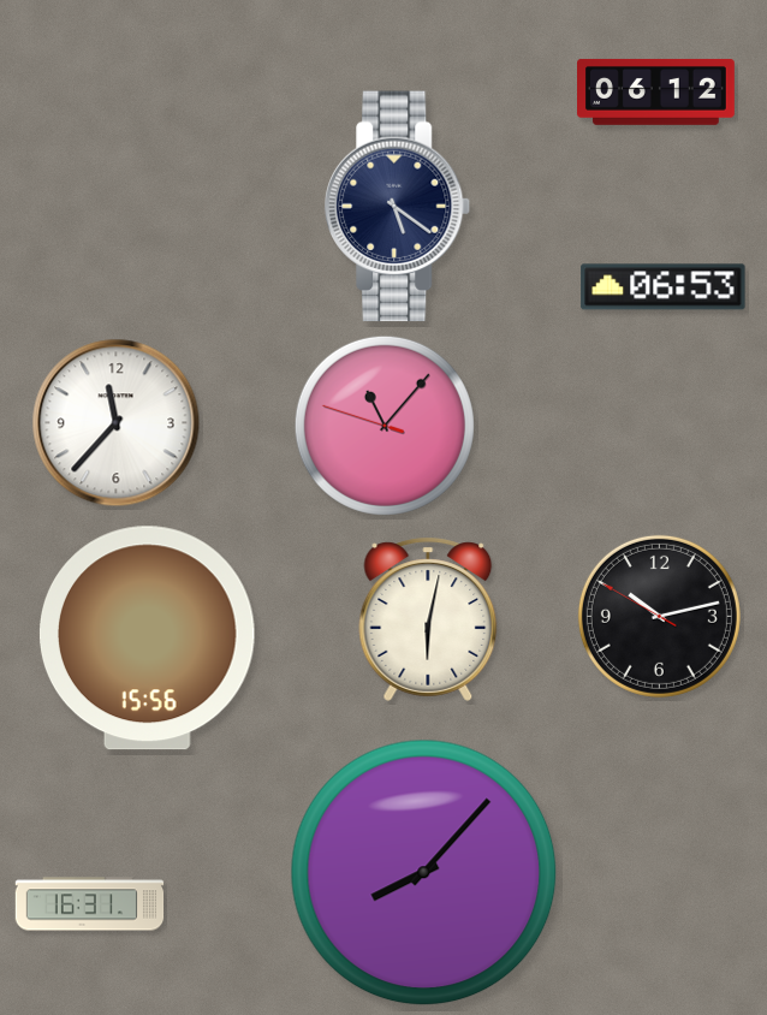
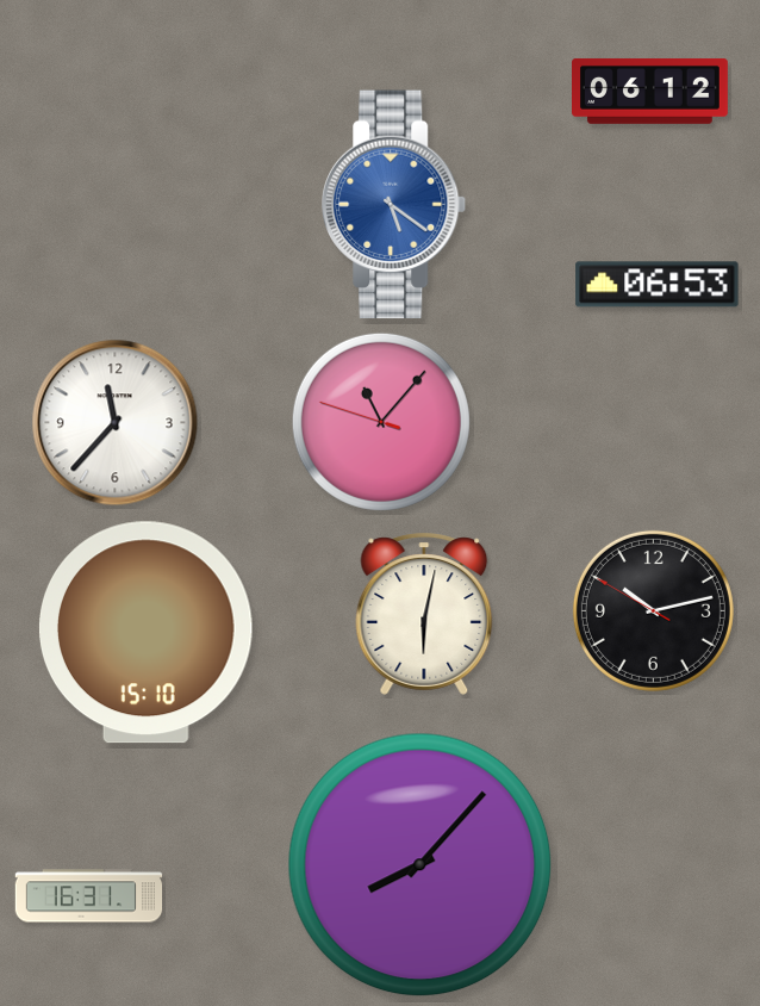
clock at (398, 207) dial: navy -> blue
clock at (117, 423) position: (117, 423) -> (116, 423)
clock at (147, 639): 15:56 -> 15:10
